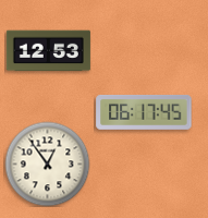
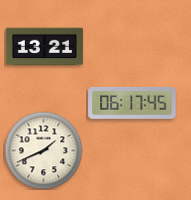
clock at (48, 51): 12:53 -> 13:21
clock at (47, 163): 12:54 -> 1:41
